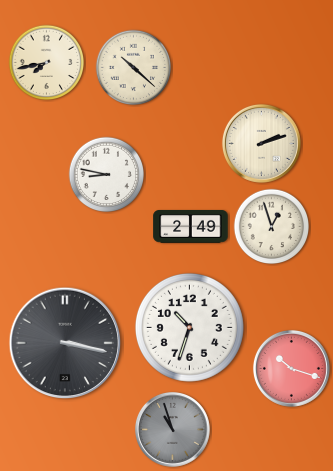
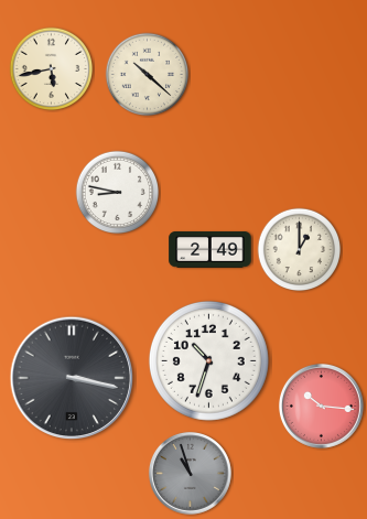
clock at (47, 63): 7:43 -> 5:43
clock at (261, 143): 2:12 -> none
clock at (272, 227): 12:57 -> 1:00
clock at (291, 368): 10:18 -> 10:16
